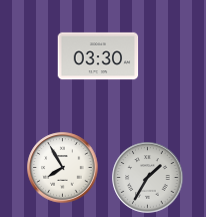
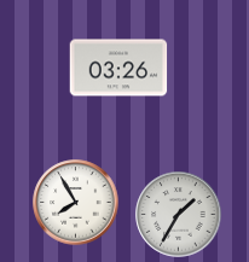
clock at (98, 56): 03:30 -> 03:26
